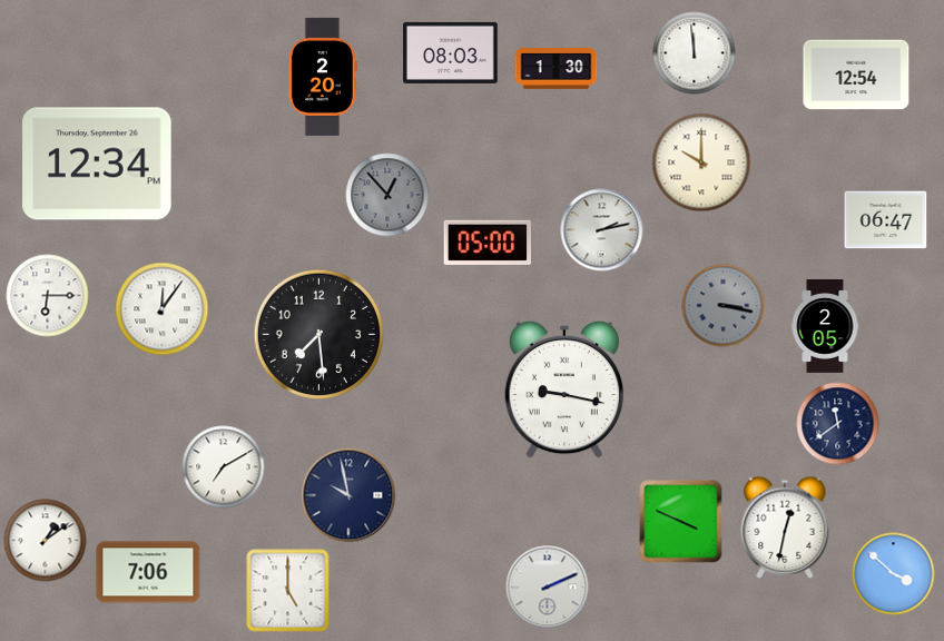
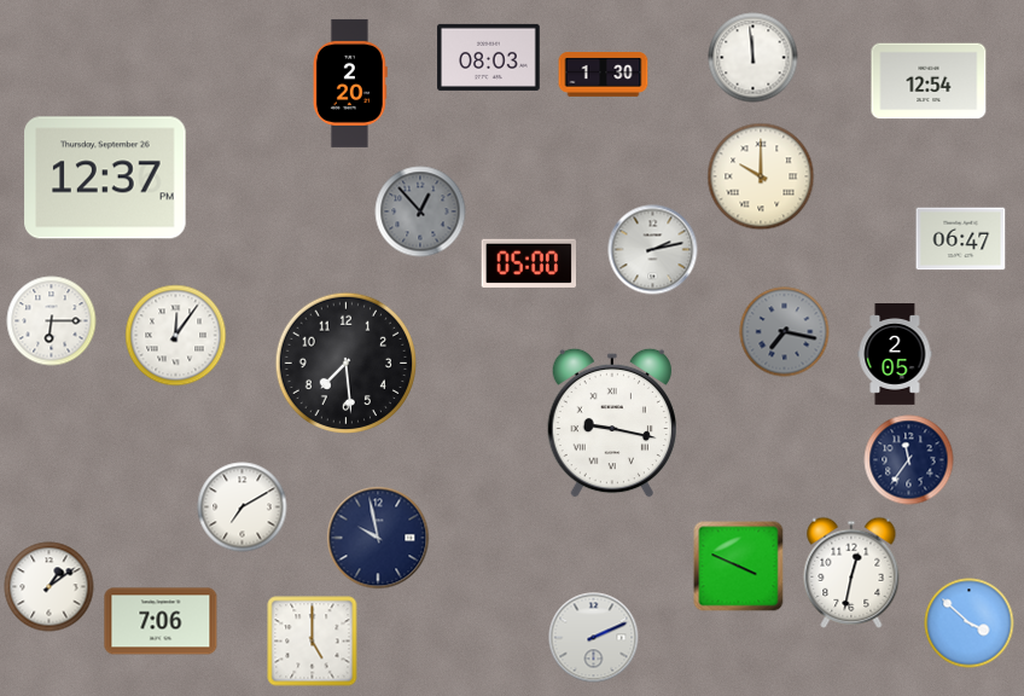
clock at (97, 164): 12:34 -> 12:37
clock at (724, 306): 3:17 -> 7:17
clock at (838, 424): 11:39 -> 11:36
